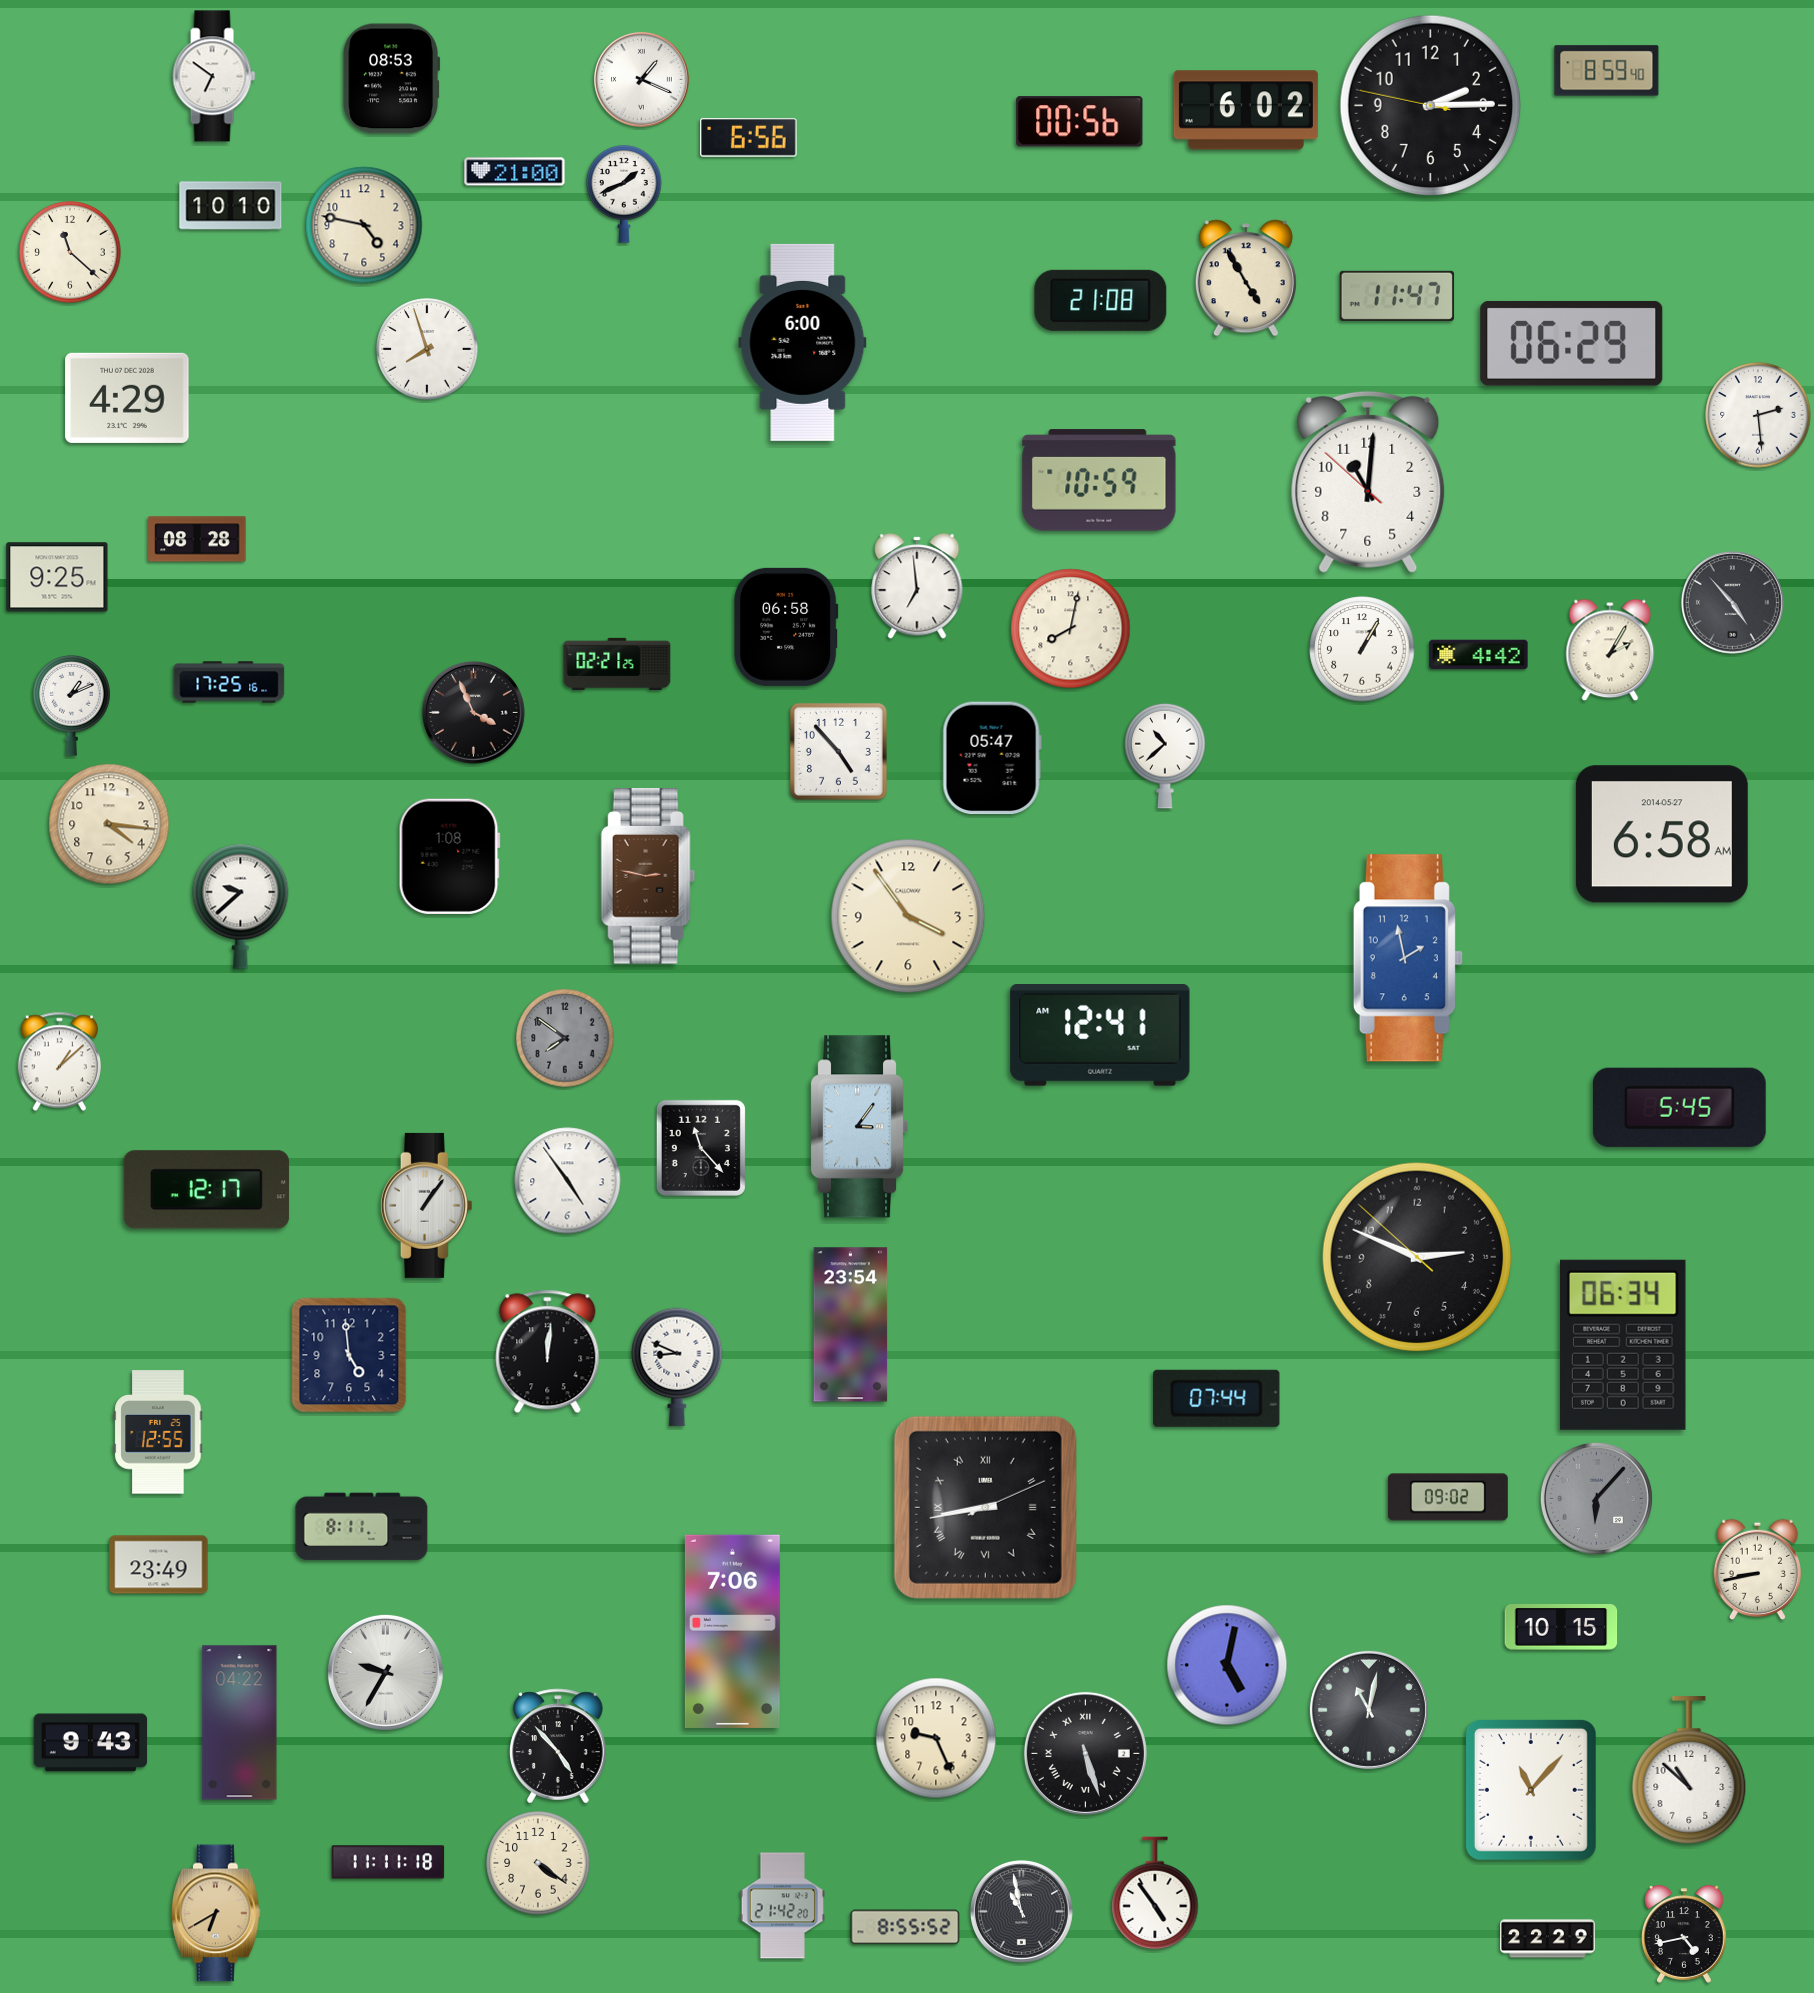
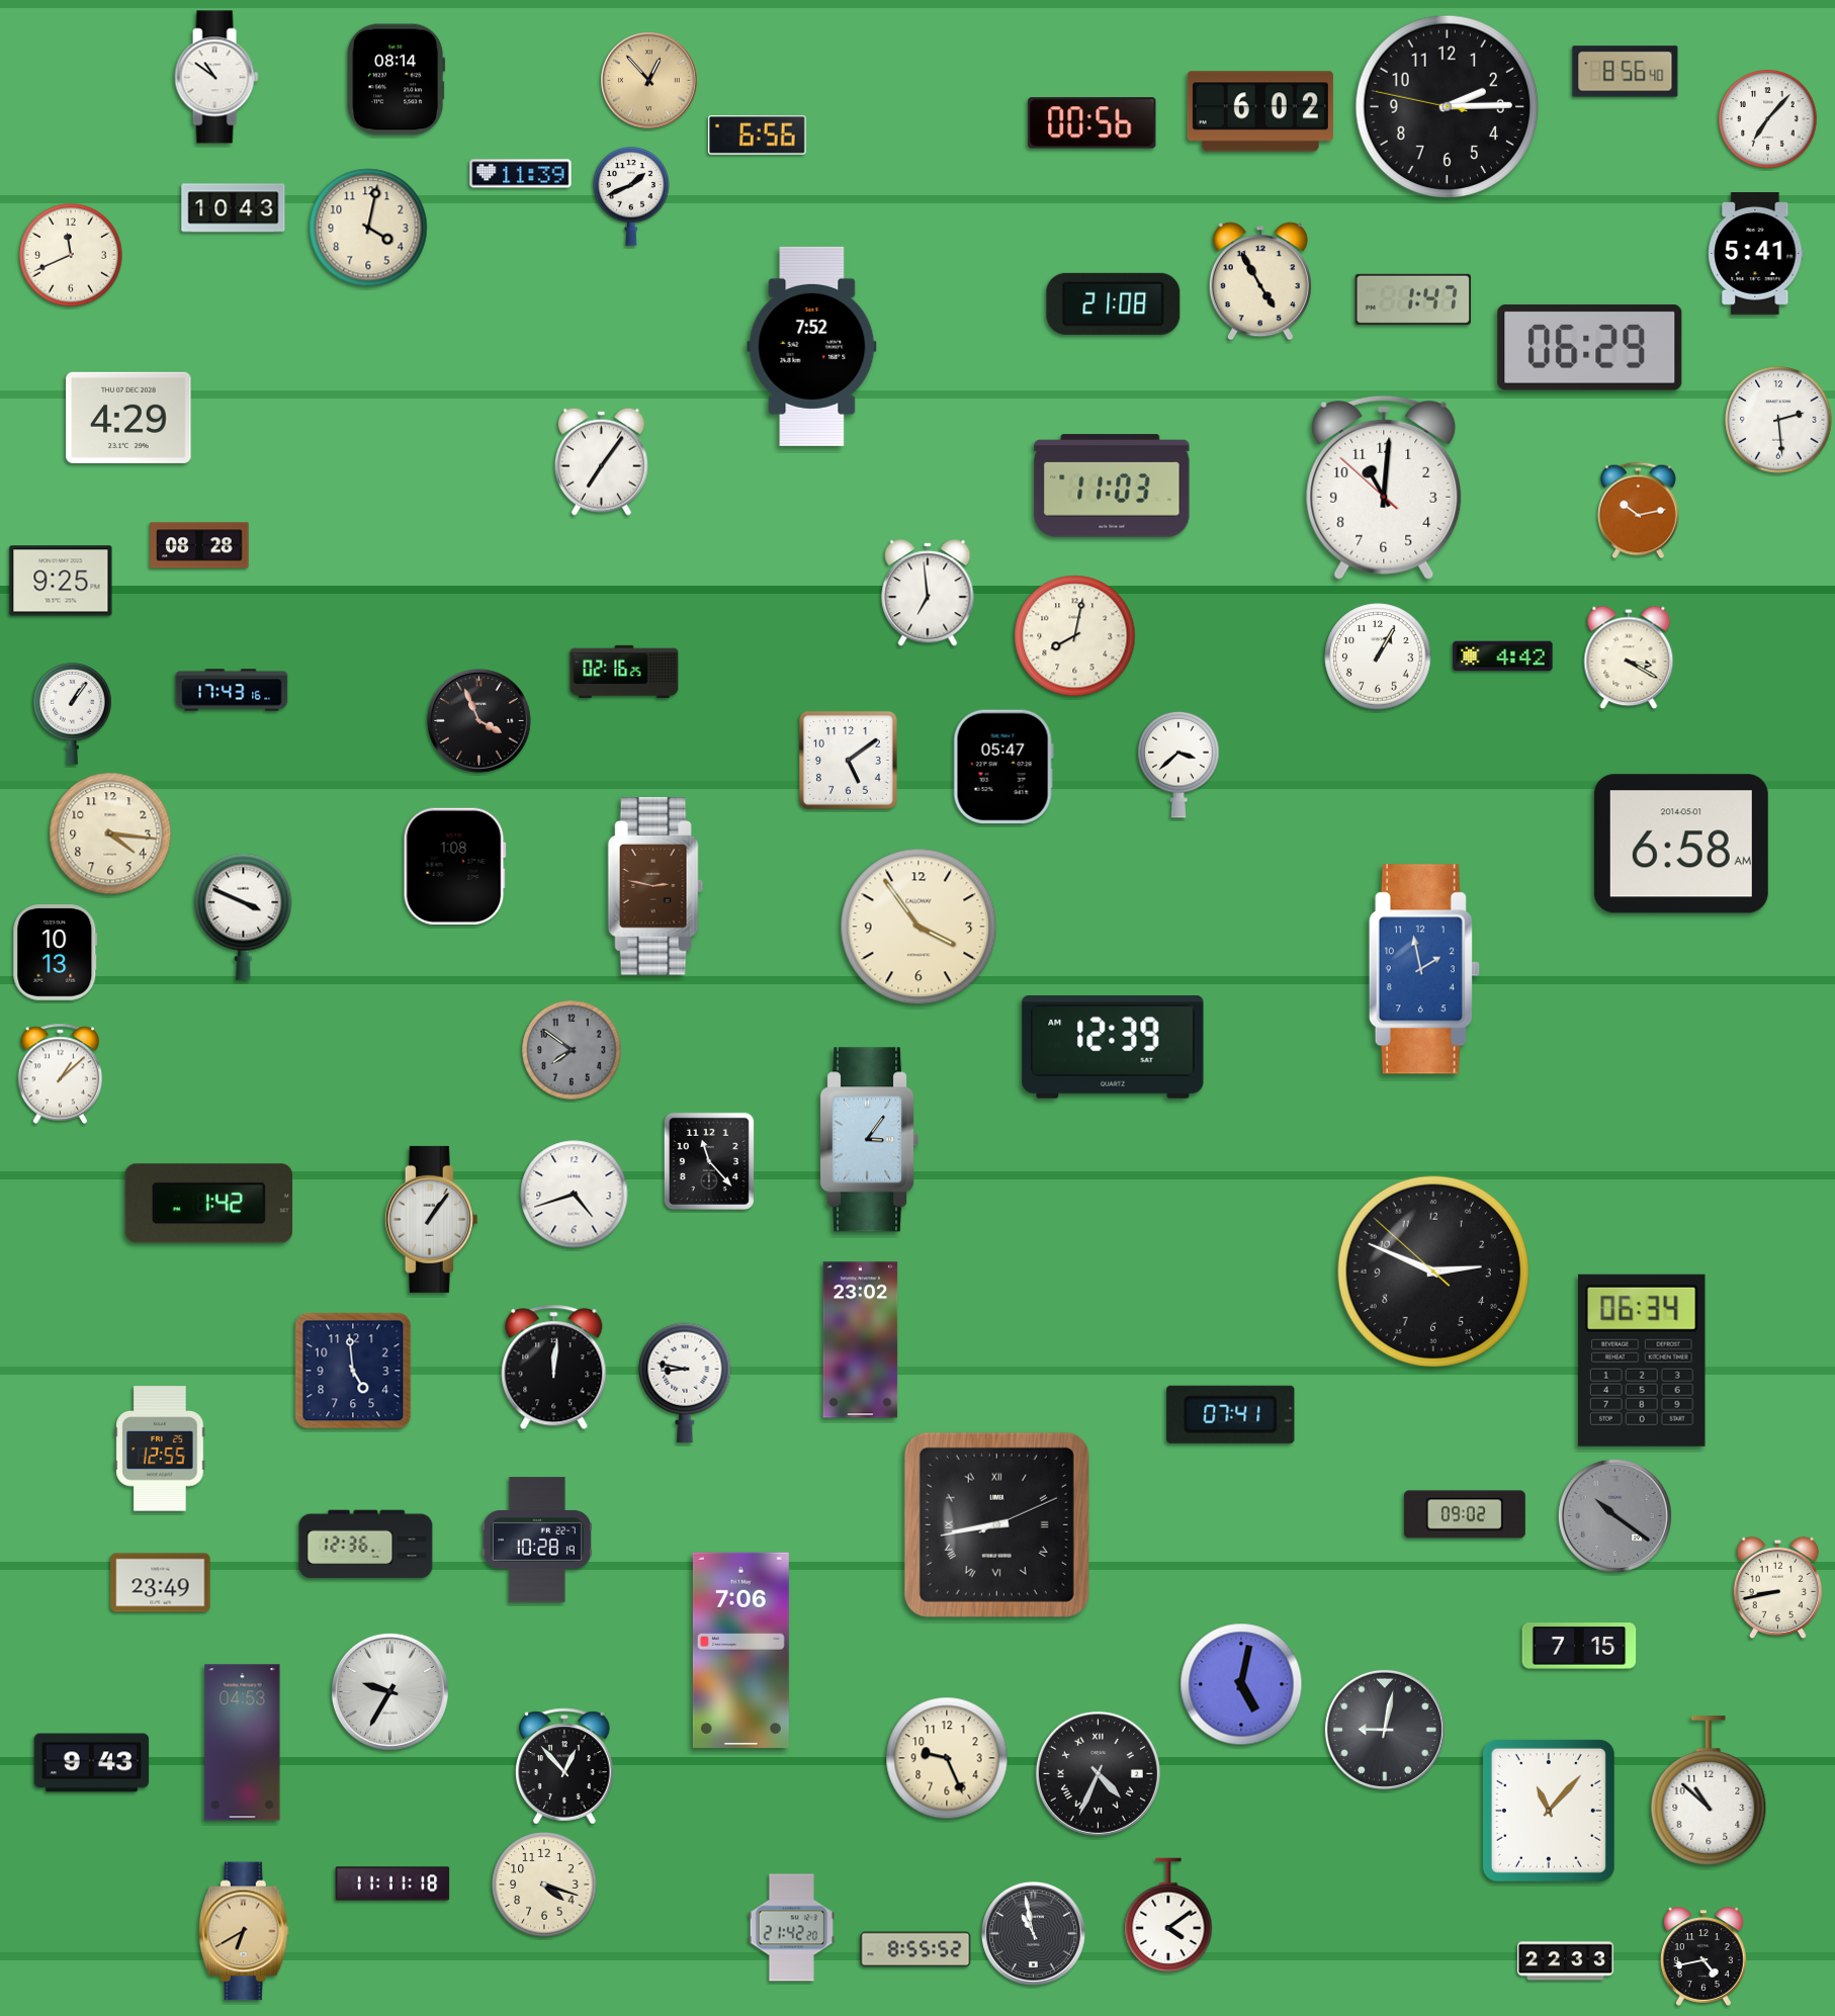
clock at (1607, 71): 8:59 -> 8:56
clock at (214, 76): 6:51 -> 10:51
clock at (392, 79): 08:53 -> 08:14
clock at (642, 80): 1:19 -> 12:53
clock at (642, 80) dial: white -> champagne
clock at (1768, 119): none -> 7:07
clock at (749, 138) position: (749, 138) -> (758, 136)
clock at (515, 172): 21:00 -> 11:39
clock at (231, 206): 10:10 -> 10:43
clock at (364, 225): 4:47 -> 4:02
clock at (1756, 254): none -> 5:41
clock at (70, 252): 11:22 -> 11:41
clock at (1397, 296): 11:47 -> 1:47
clock at (803, 342): 6:00 -> 7:52
clock at (427, 349): 7:57 -> none
clock at (127, 398) position: (127, 398) -> (128, 418)
clock at (601, 461): none -> 7:06
clock at (1099, 480): 10:59 -> 11:03
clock at (1639, 511): none -> 10:13
clock at (57, 577) position: (57, 577) -> (61, 581)
clock at (1732, 602): 4:53 -> none
clock at (786, 627): 06:58 -> none
clock at (1071, 629) position: (1071, 629) -> (1075, 636)
clock at (1610, 650): 2:05 -> 3:20
clock at (1479, 655) position: (1479, 655) -> (1503, 656)
clock at (617, 664): 02:21 -> 02:16
clock at (229, 682): 17:25 -> 17:43
clock at (72, 705): 1:11 -> 1:06
clock at (838, 751): 4:53 -> 5:09
clock at (1165, 756): 10:38 -> 3:38
clock at (1662, 834) date: 2014-05-27 -> 2014-05-01
clock at (241, 906): 9:38 -> 3:49
clock at (56, 953): none -> 10:13
clock at (1100, 1036): 12:41 -> 12:39
clock at (1679, 1107): 5:45 -> none
clock at (568, 1181): 4:54 -> 4:42
clock at (206, 1190): 12:17 -> 1:42
clock at (851, 1325): 23:54 -> 23:02
clock at (677, 1367): 8:49 -> 8:47
clock at (1217, 1398): 07:44 -> 07:41
clock at (1596, 1498): 6:07 -> 10:21
clock at (537, 1540): none -> 10:28
clock at (362, 1527): 8:11 -> 12:36
clock at (1561, 1627): 10:15 -> 7:15
clock at (1369, 1710): 11:02 -> 9:02
clock at (240, 1723): 04:22 -> 04:53
clock at (558, 1746): 4:53 -> 12:53
clock at (1085, 1753): 5:27 -> 4:34
clock at (538, 1863): 4:21 -> 4:18
clock at (1155, 1894): 4:54 -> 4:09
clock at (216, 1913) position: (216, 1913) -> (244, 1931)
clock at (1548, 1939): 22:29 -> 22:33
